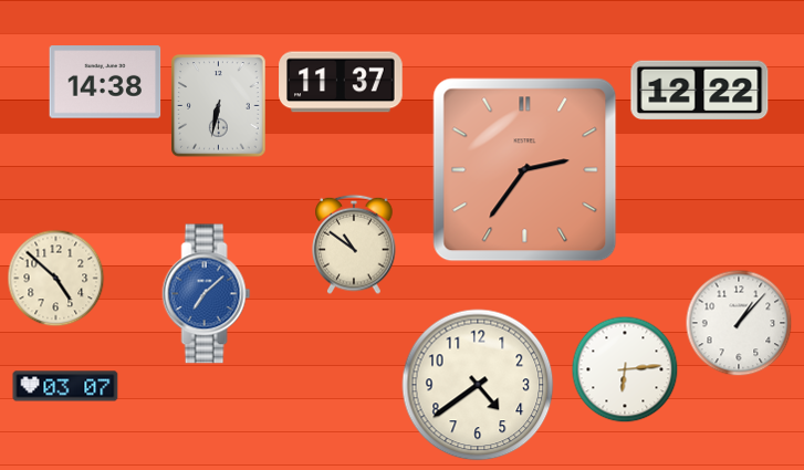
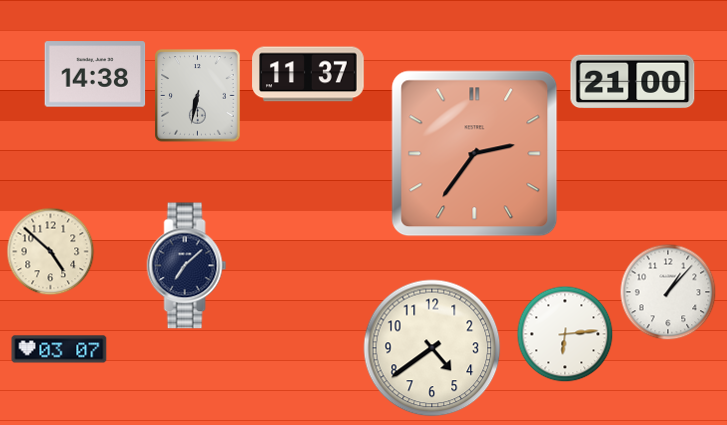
clock at (700, 91): 12:22 -> 21:00
clock at (354, 244): 10:51 -> none
clock at (207, 294) dial: blue -> navy
